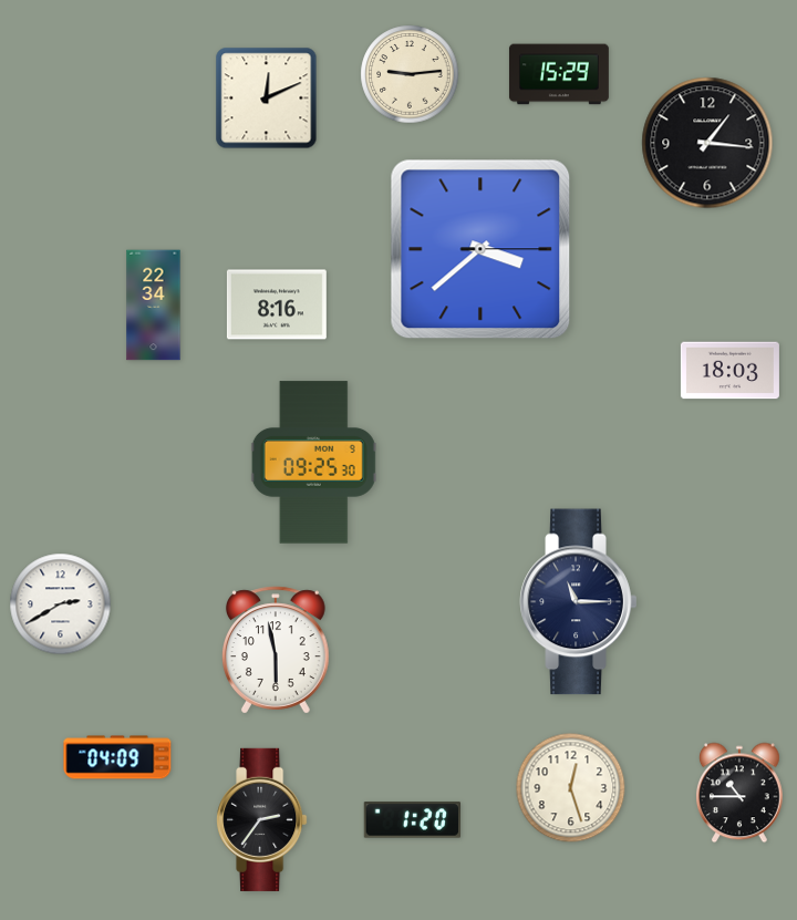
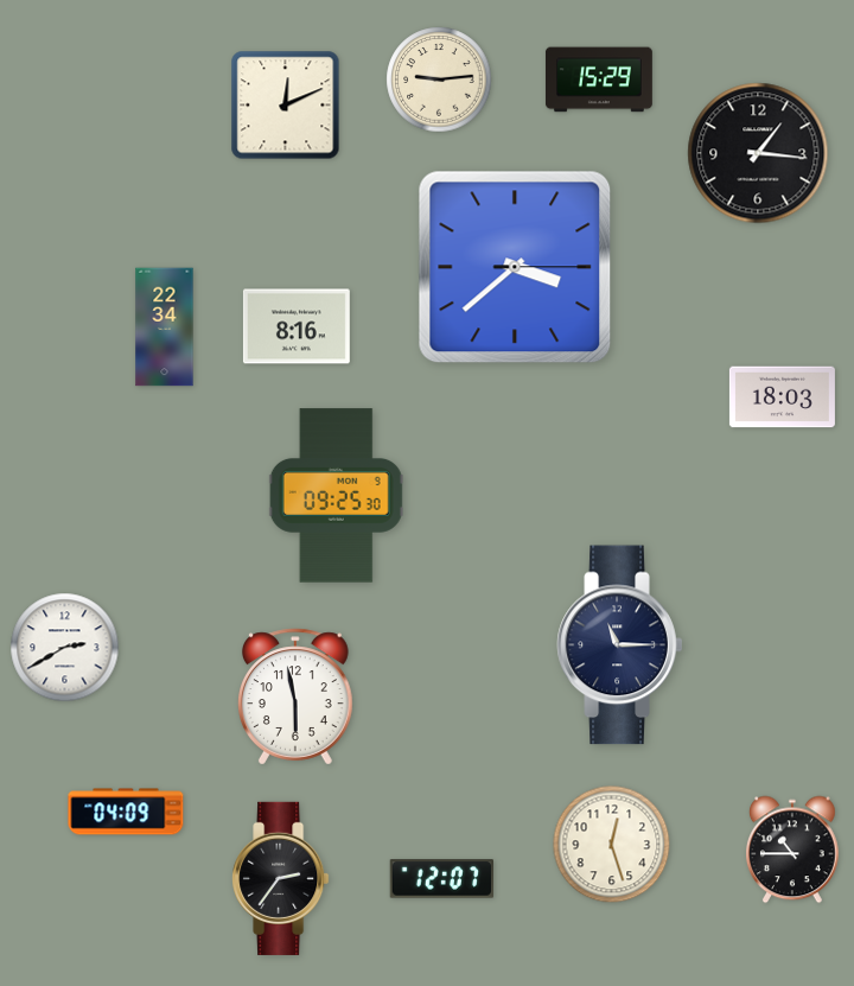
clock at (412, 820): 1:20 -> 12:07
